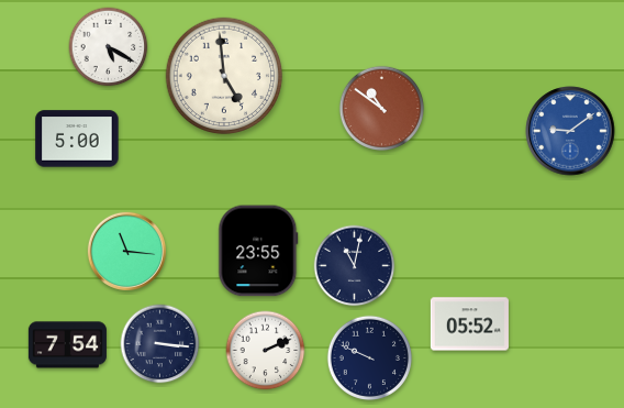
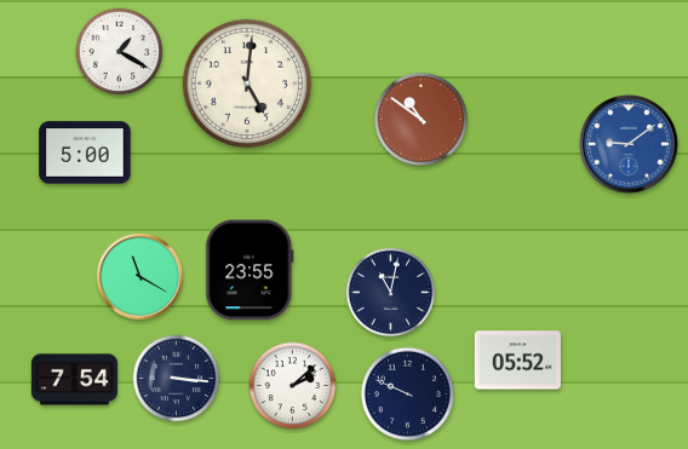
clock at (109, 47): 5:20 -> 1:20
clock at (224, 76): 4:59 -> 5:01
clock at (126, 251): 11:16 -> 11:20
clock at (258, 251) position: (258, 251) -> (250, 270)
clock at (469, 324) position: (469, 324) -> (517, 361)
clock at (266, 351): 2:11 -> 2:08
